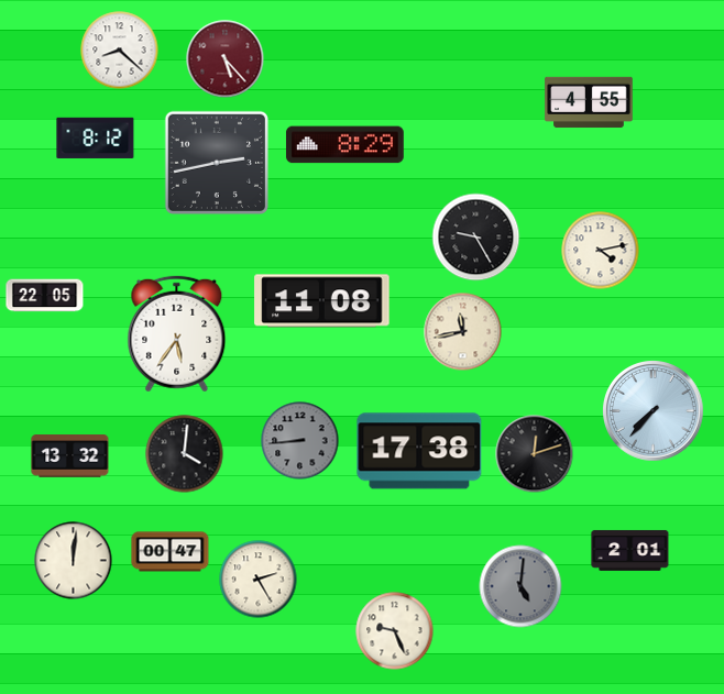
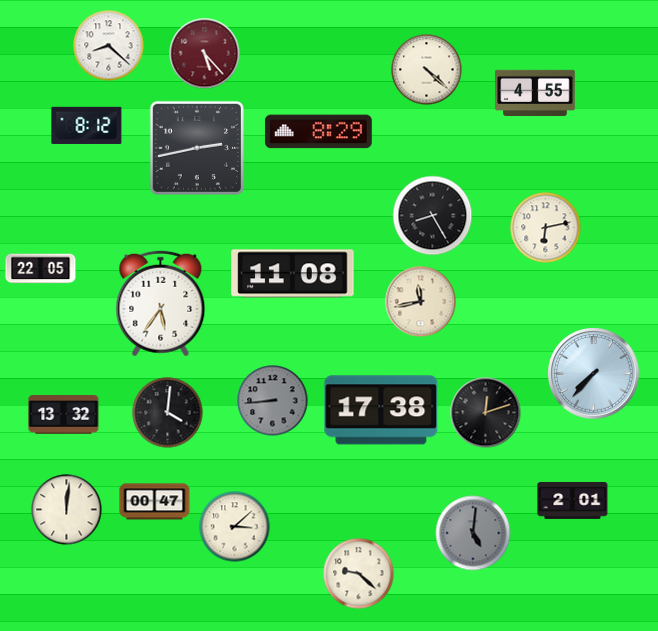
clock at (427, 70): none -> 4:22
clock at (344, 145) position: (344, 145) -> (318, 132)
clock at (476, 238): 9:25 -> 8:25
clock at (601, 251): 4:13 -> 6:13
clock at (259, 580): 2:25 -> 3:08
clock at (395, 631): 9:26 -> 9:22
